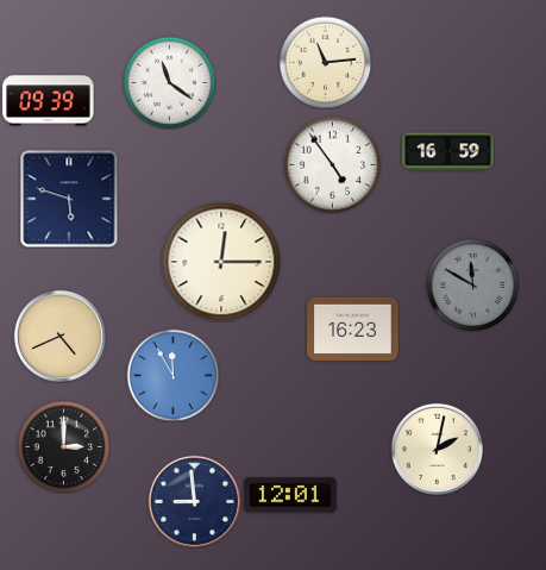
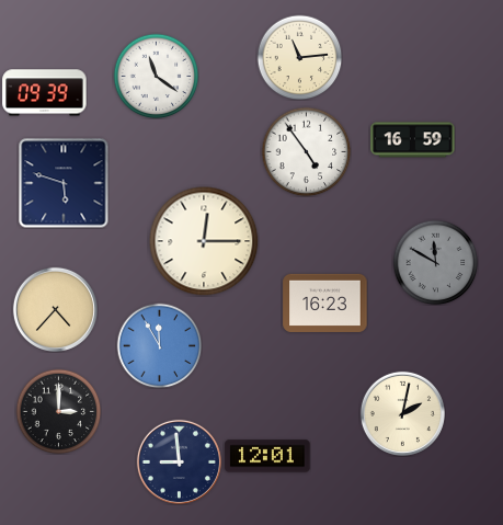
clock at (59, 336): 4:41 -> 4:37
